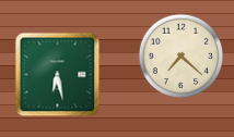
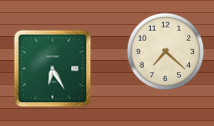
clock at (57, 74): 6:28 -> 6:25
